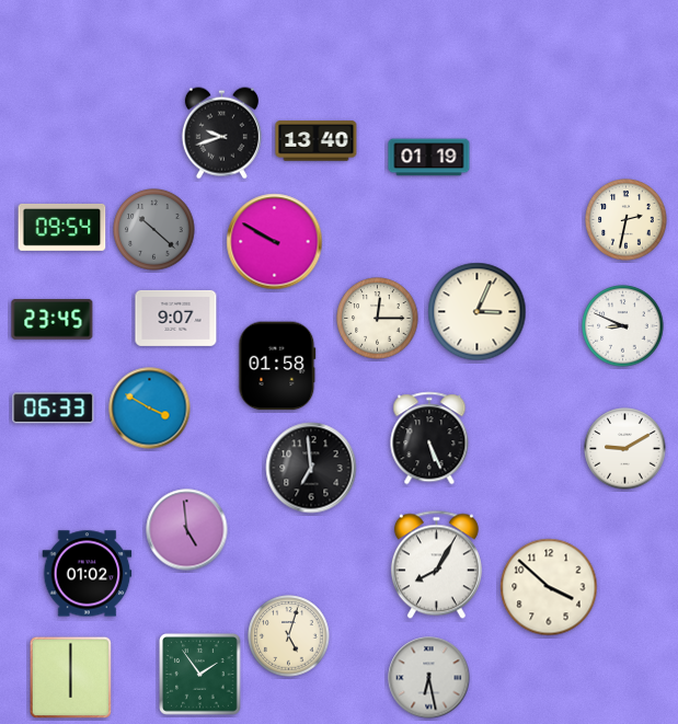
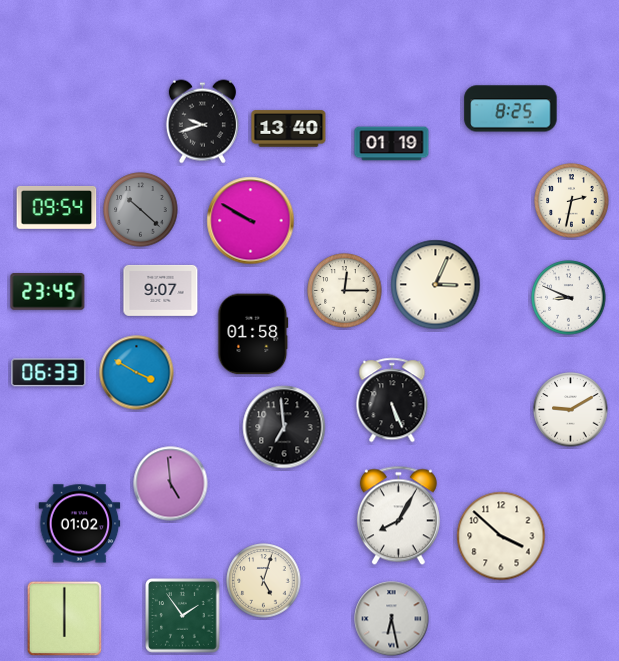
clock at (511, 109): none -> 8:25
